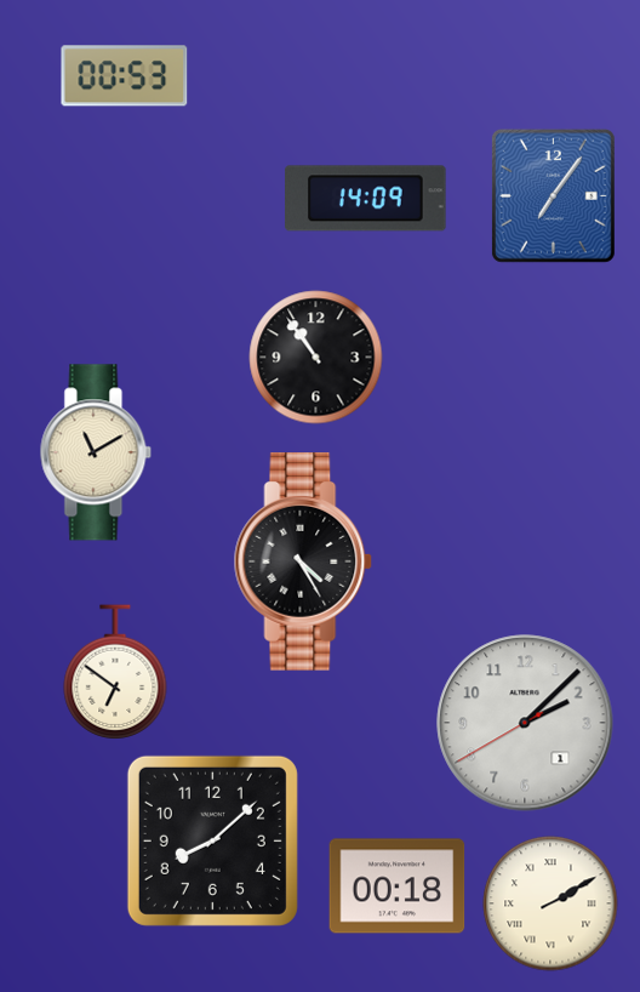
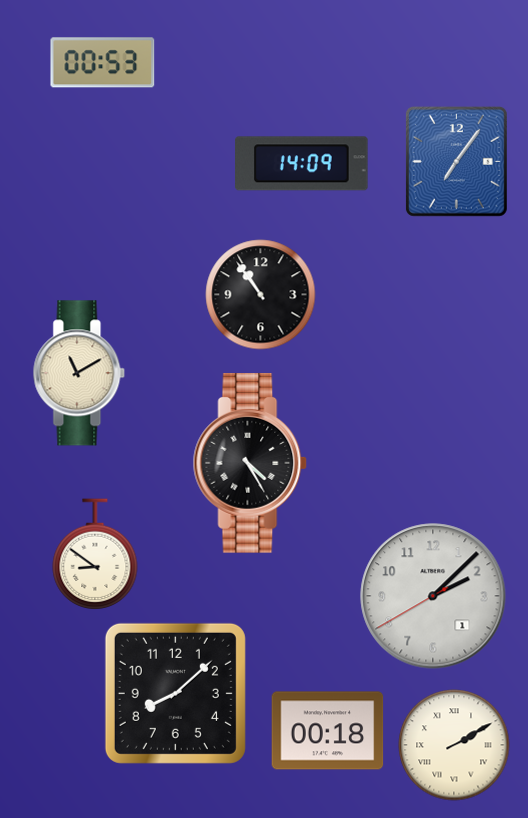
clock at (115, 672): 6:51 -> 8:51
